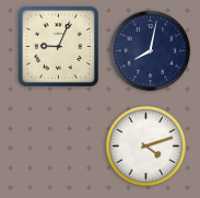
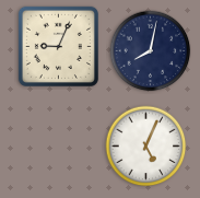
clock at (146, 147): 4:12 -> 5:04
